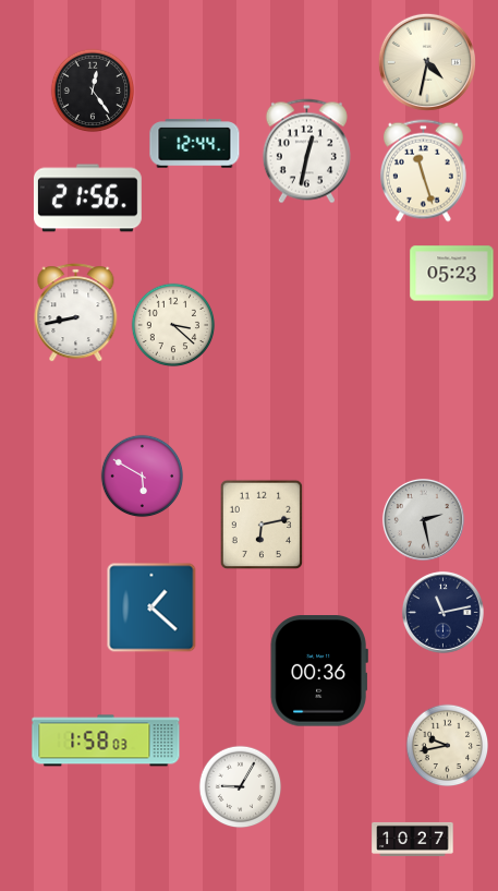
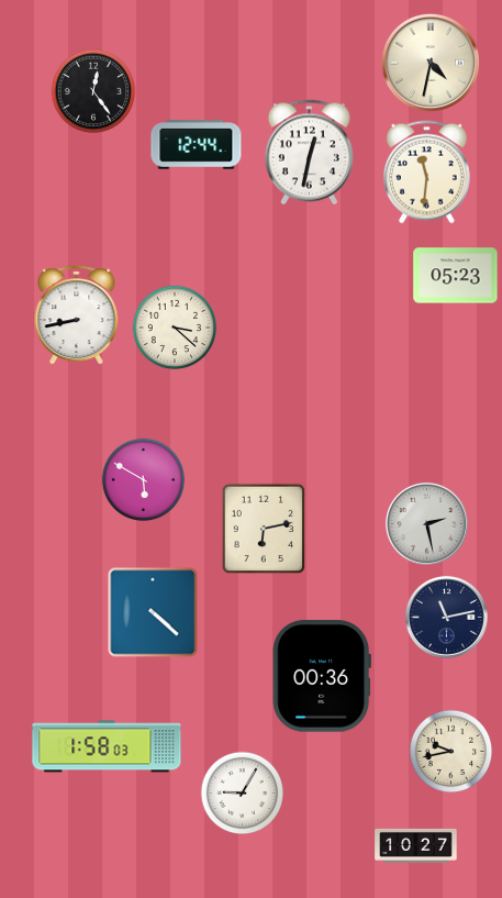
clock at (423, 171): 11:27 -> 11:31
clock at (87, 198): 21:56 -> none
clock at (151, 607): 1:22 -> 4:22
